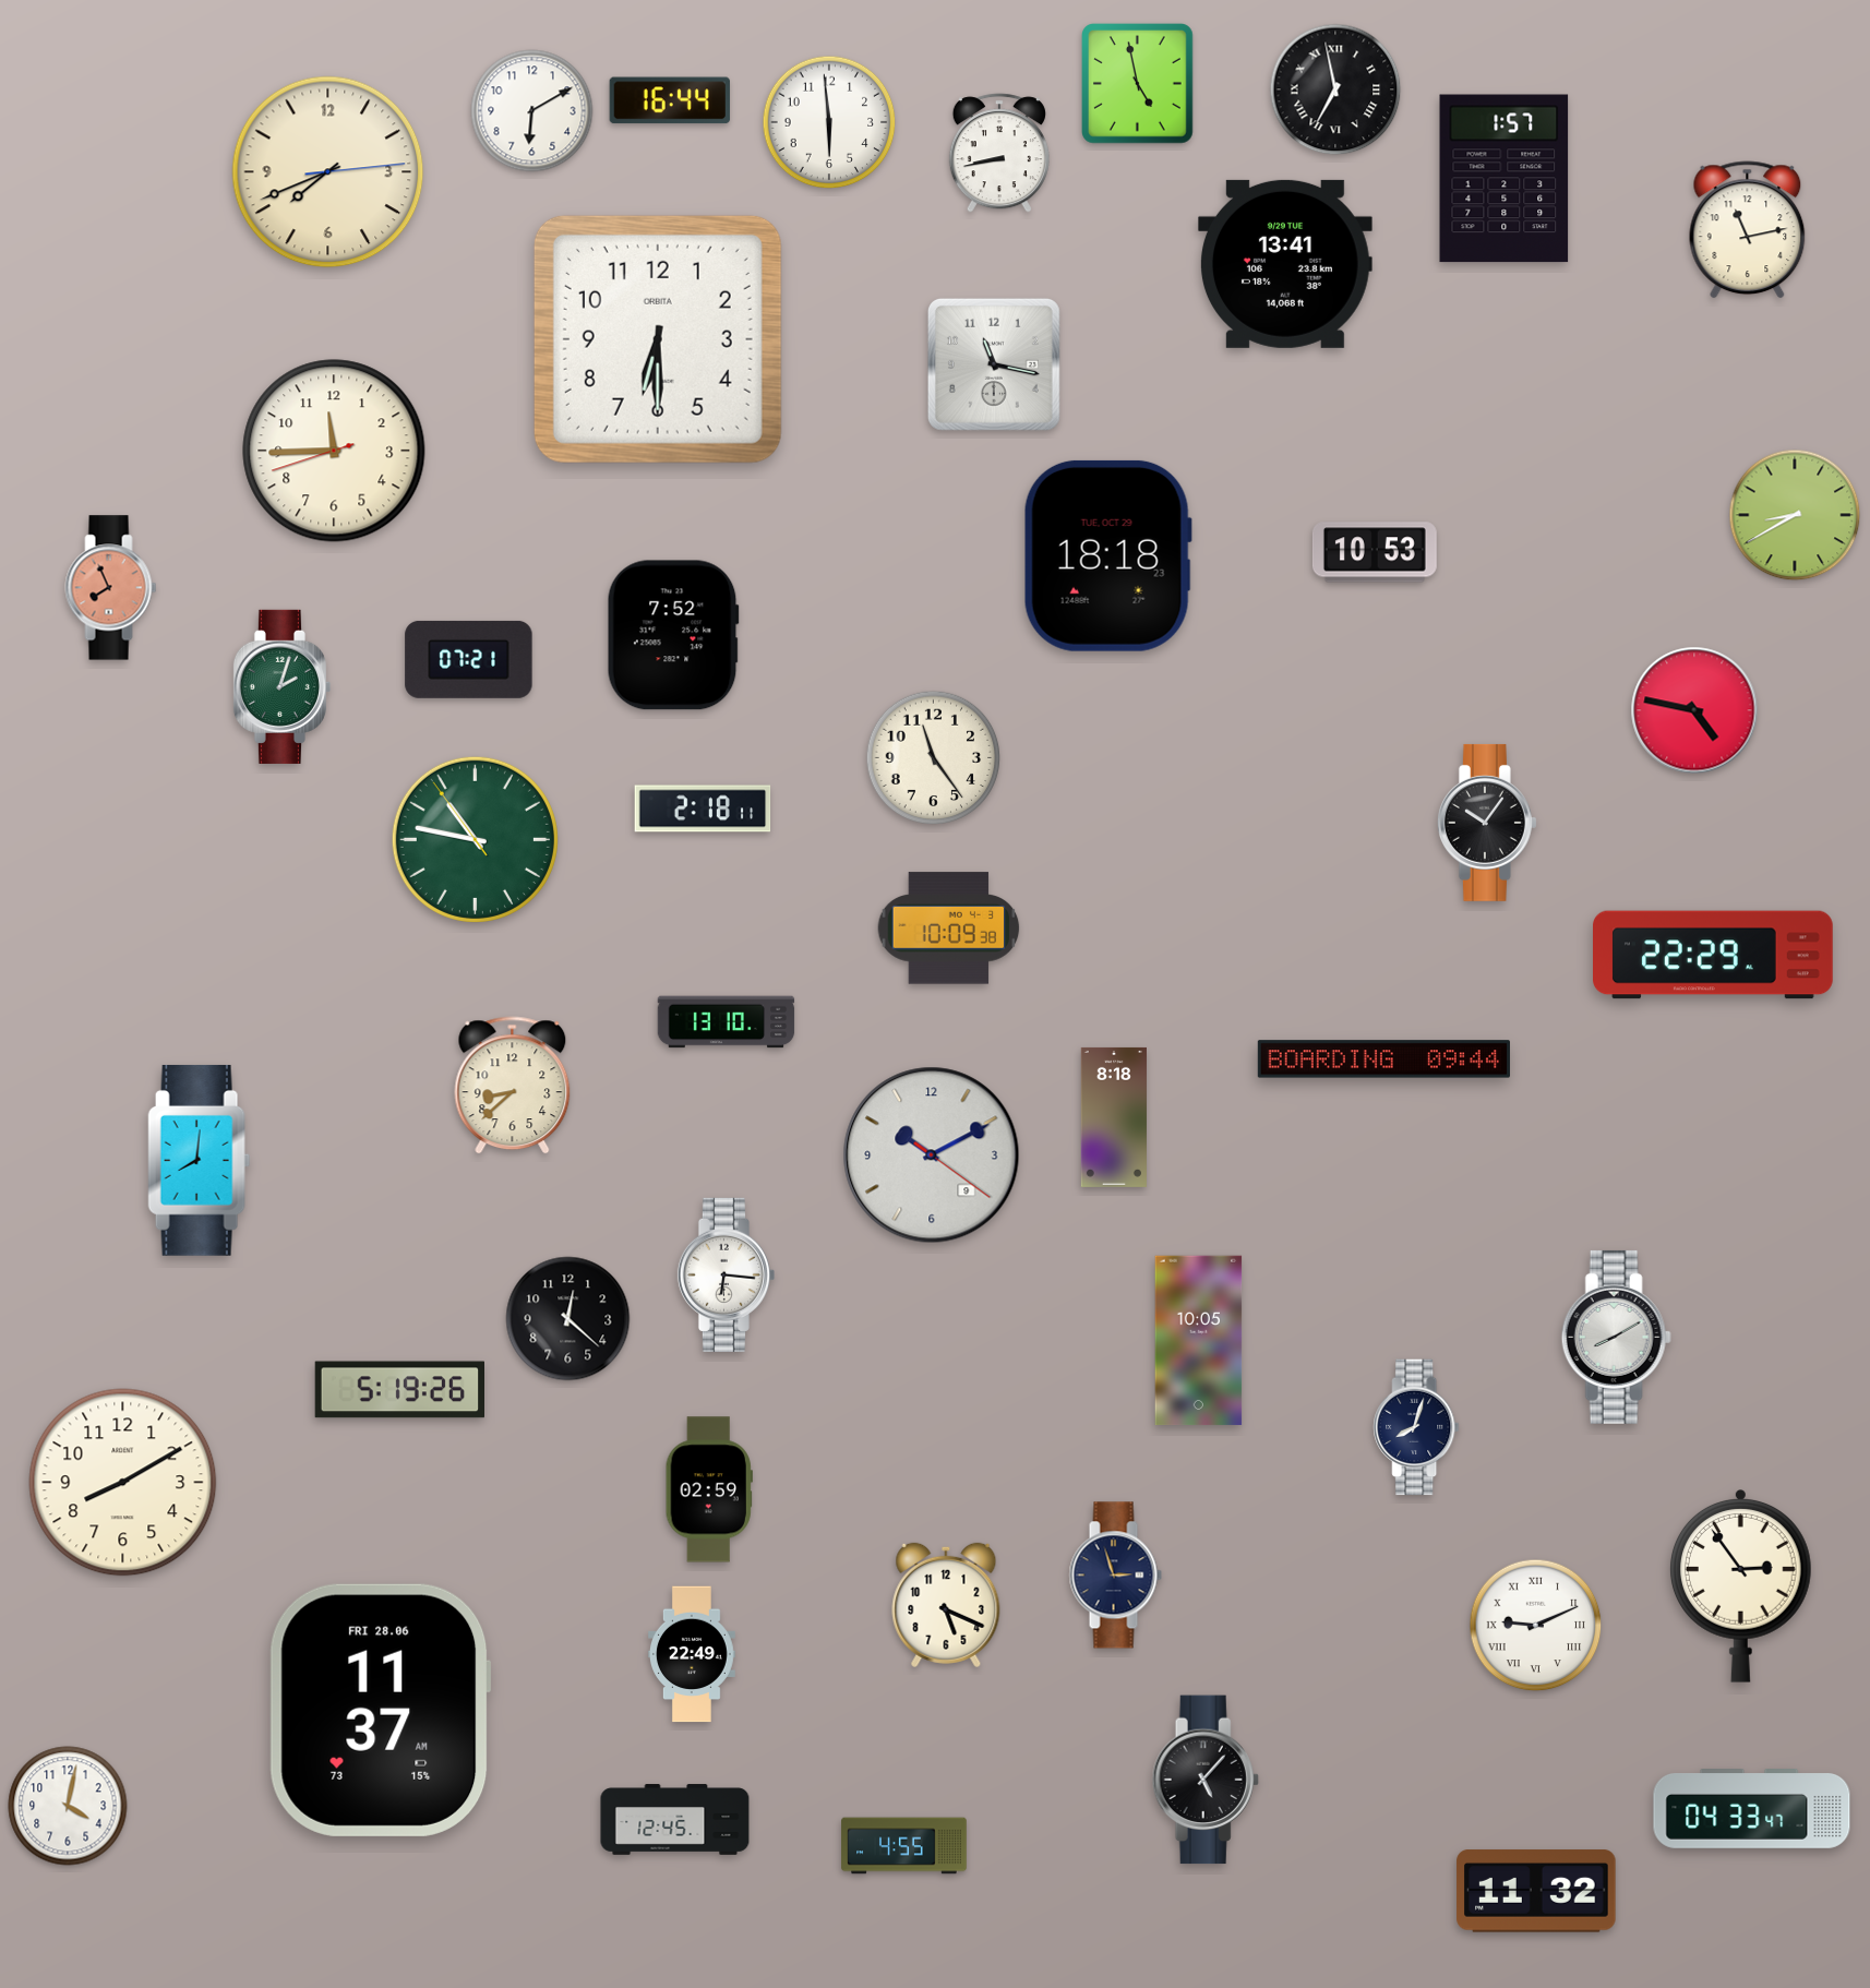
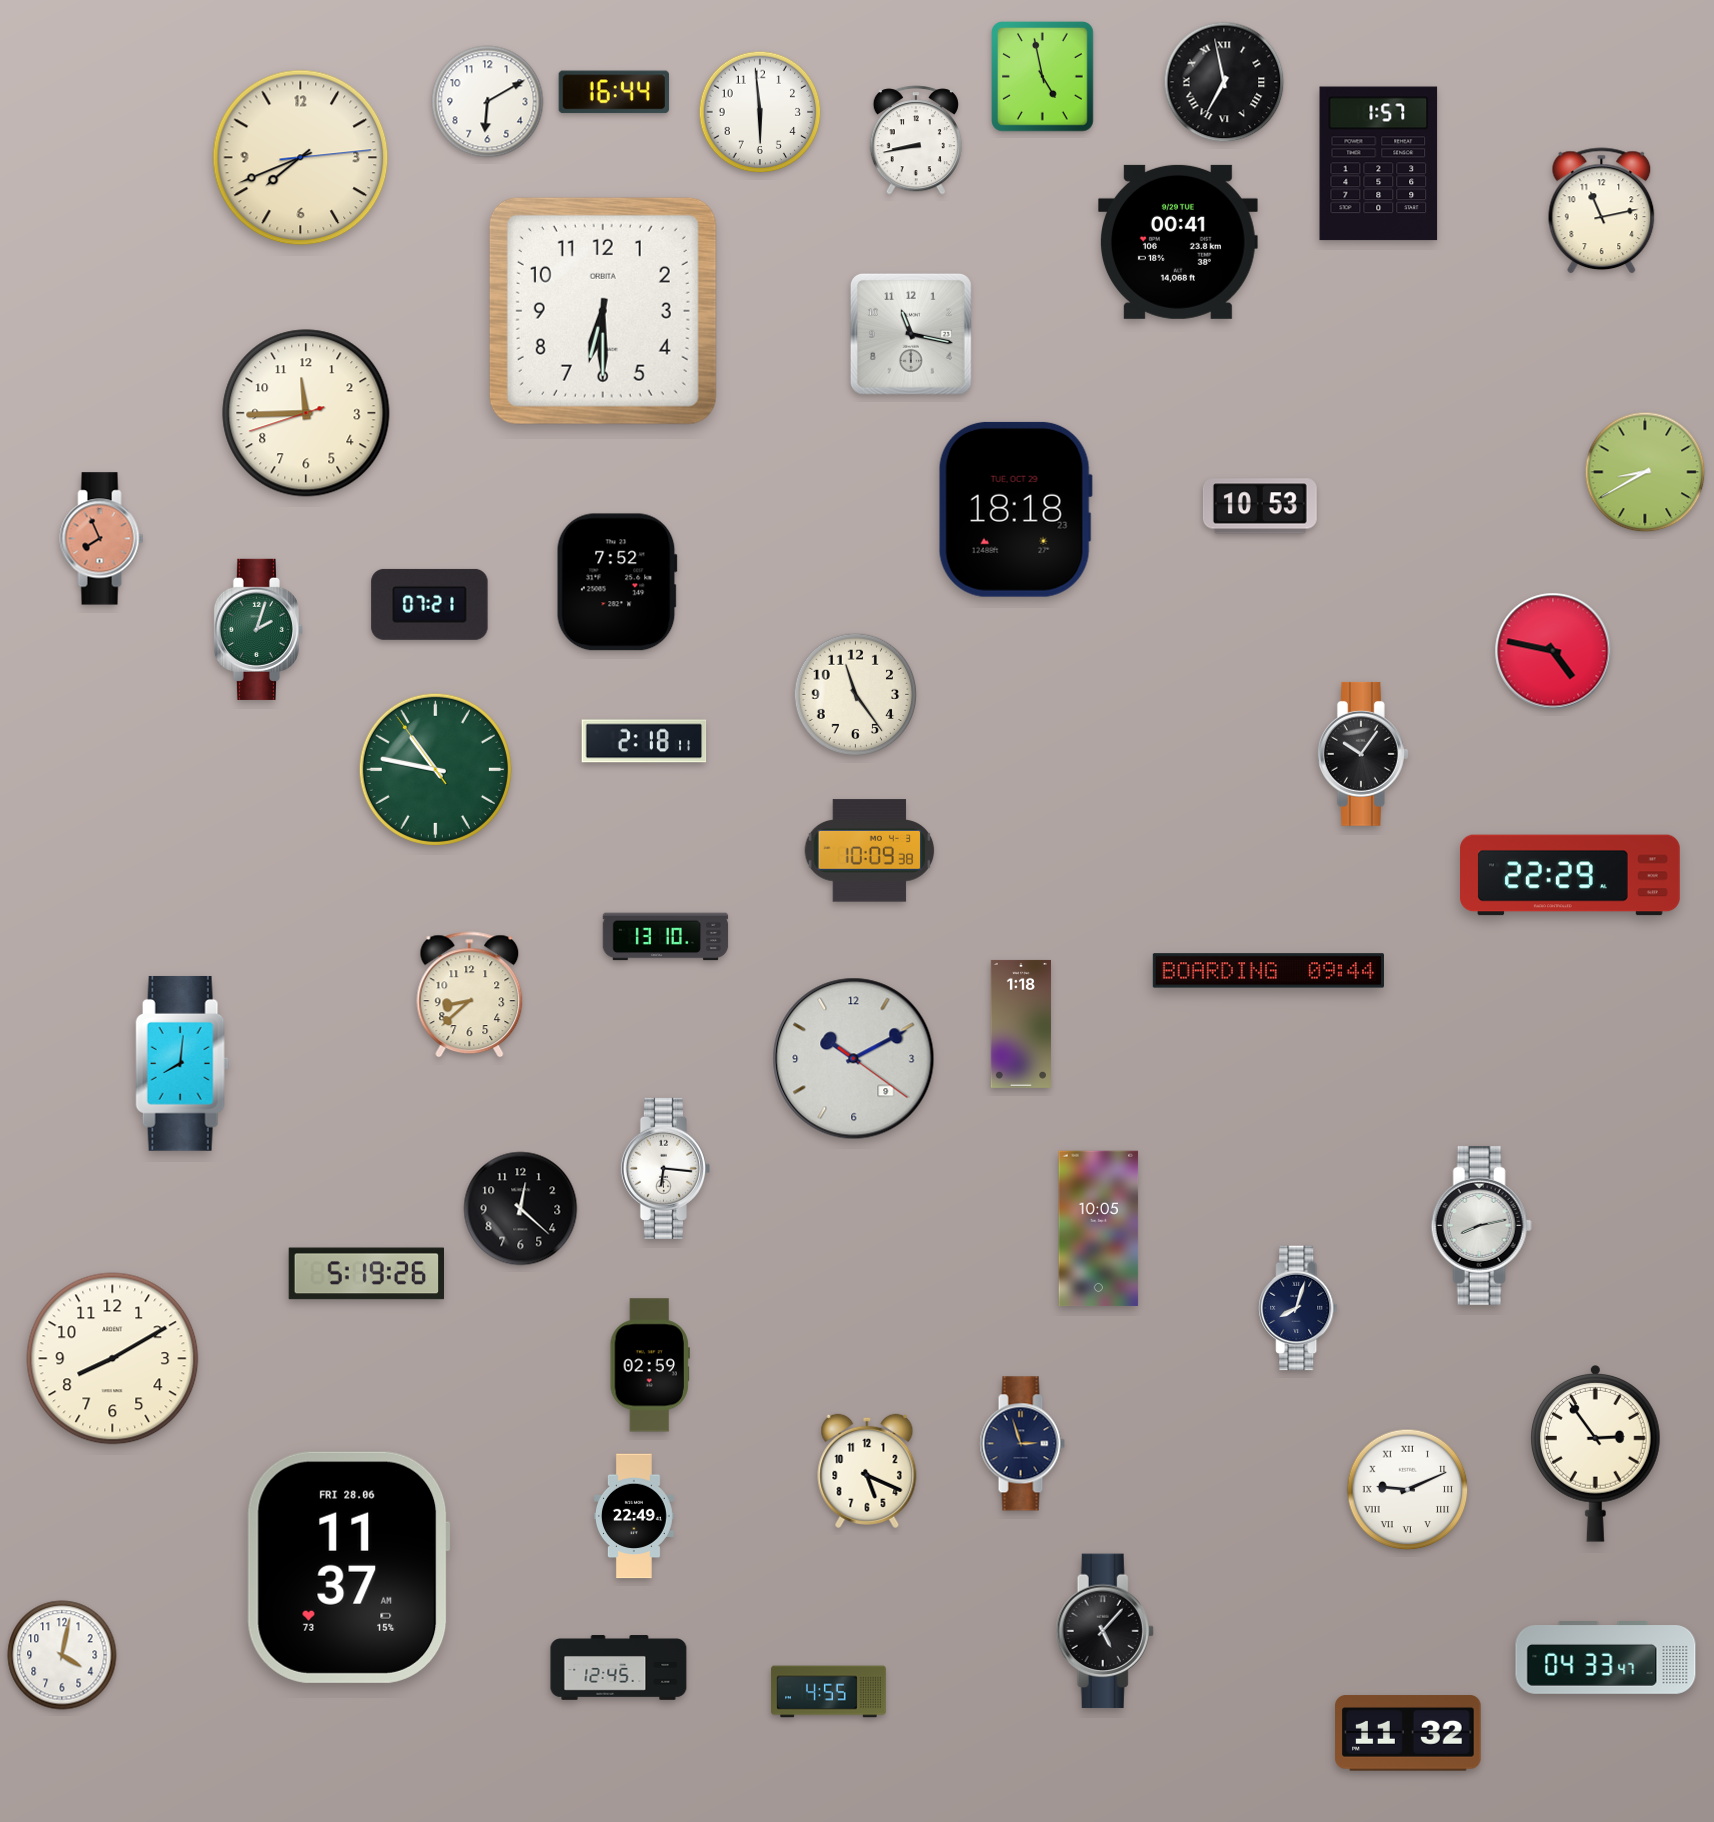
clock at (1285, 264): 13:41 -> 00:41
clock at (1114, 1117): 8:18 -> 1:18
clock at (1616, 1337): 8:10 -> 8:13
